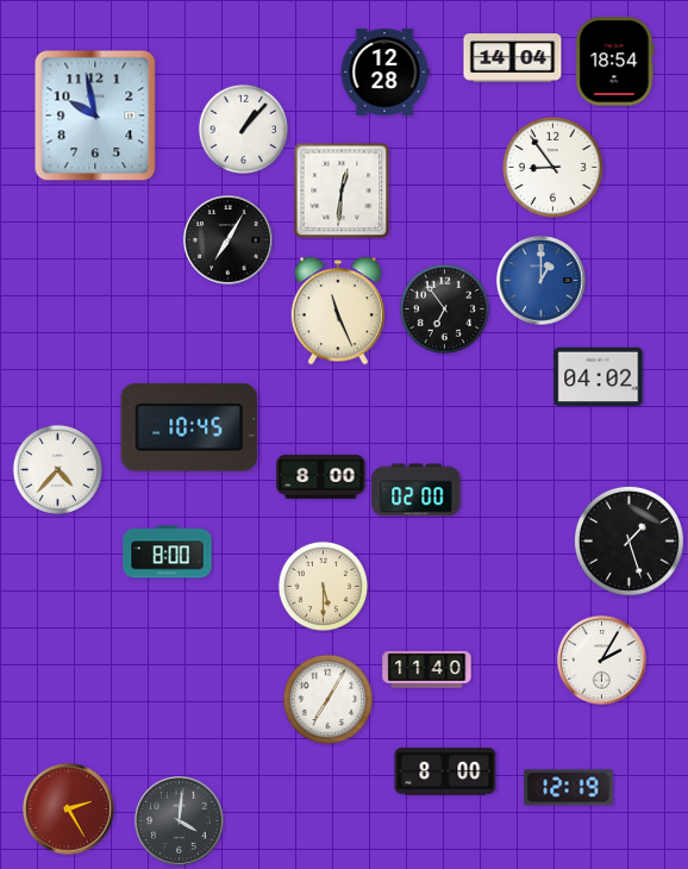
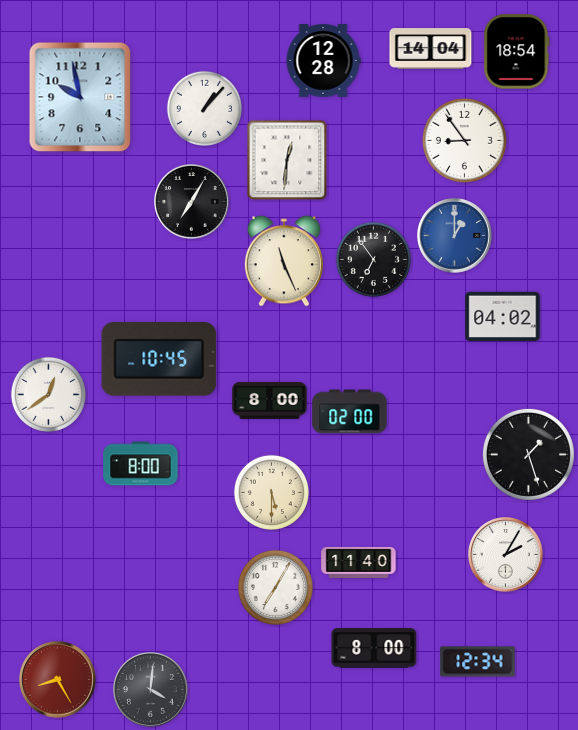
clock at (57, 469): 4:37 -> 12:39
clock at (569, 788): 12:19 -> 12:34
clock at (69, 809): 2:25 -> 8:25
